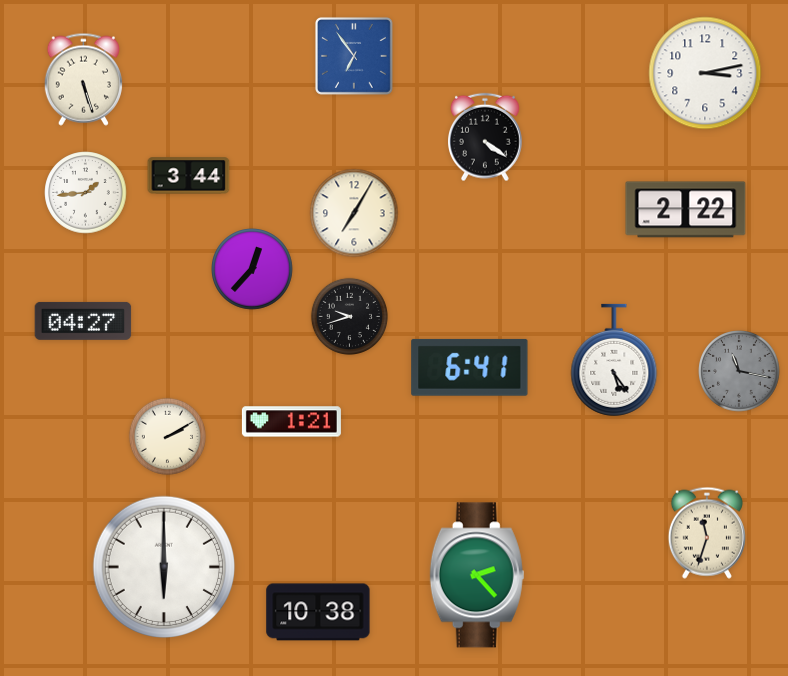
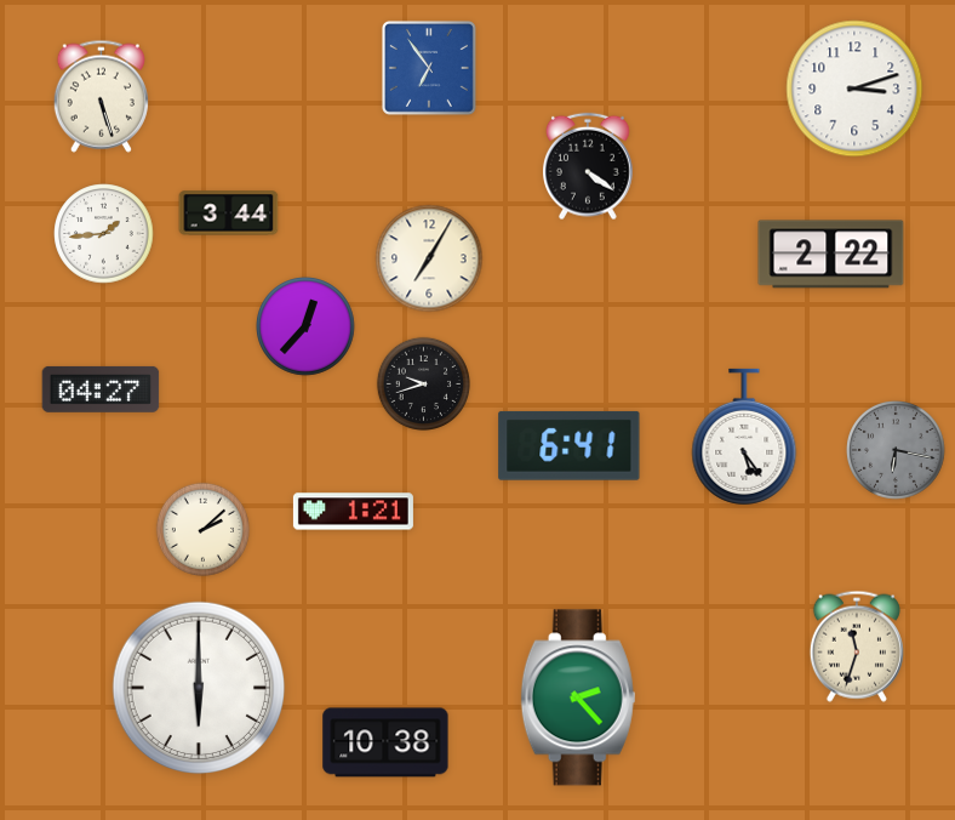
clock at (705, 73): 3:13 -> 3:12
clock at (739, 371): 11:17 -> 6:17
clock at (167, 436): 2:10 -> 2:08
